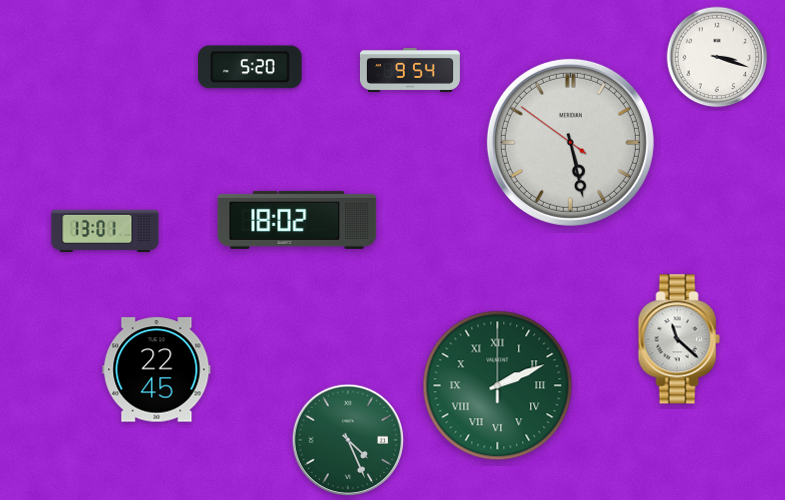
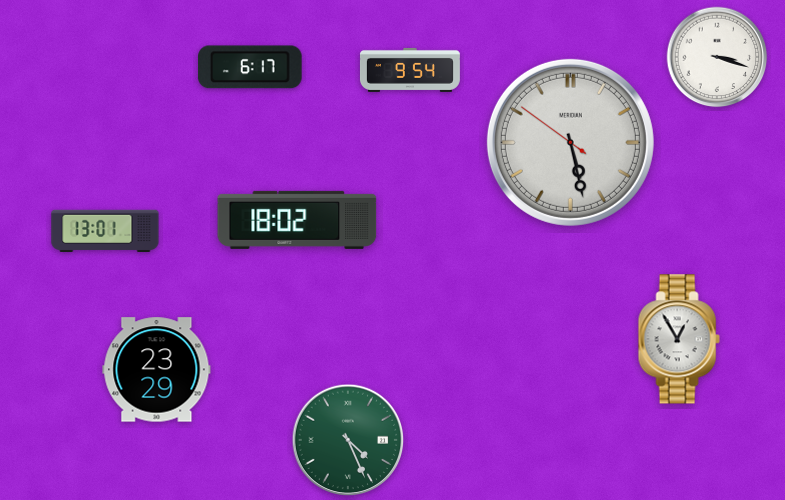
clock at (250, 67): 5:20 -> 6:17
clock at (679, 339): 11:22 -> 12:55
clock at (157, 370): 22:45 -> 23:29
clock at (498, 386): 2:11 -> none
